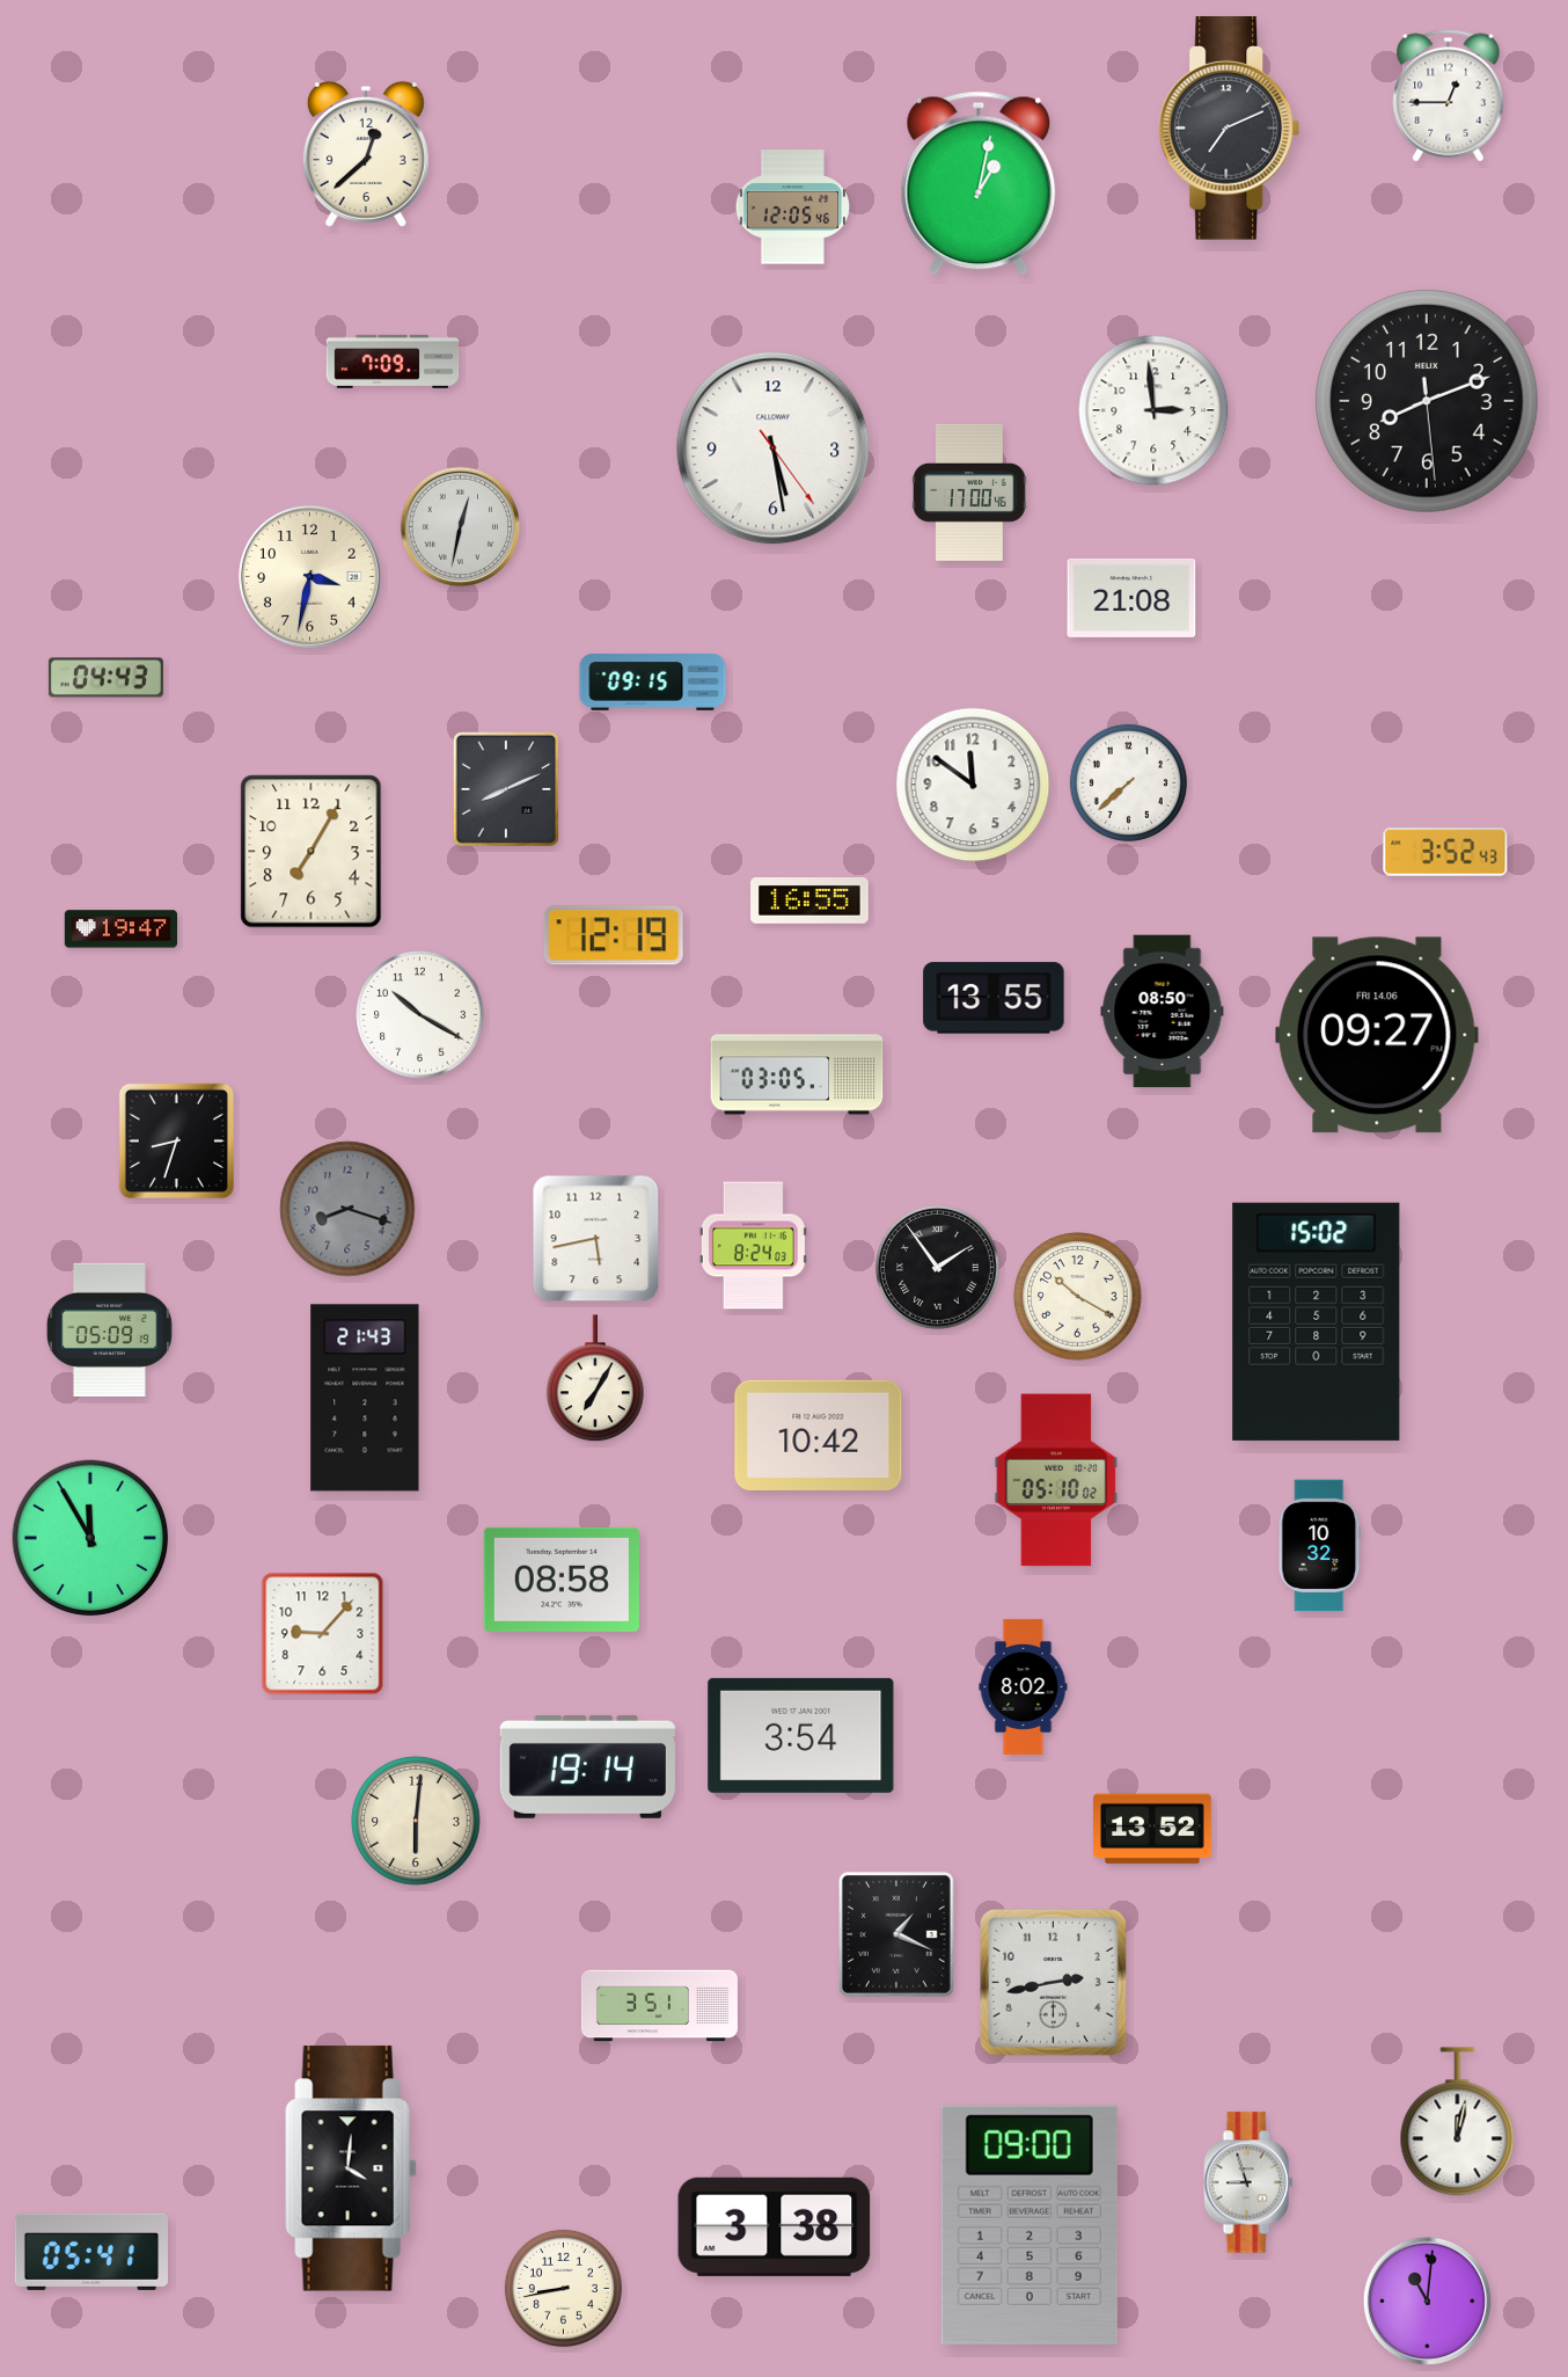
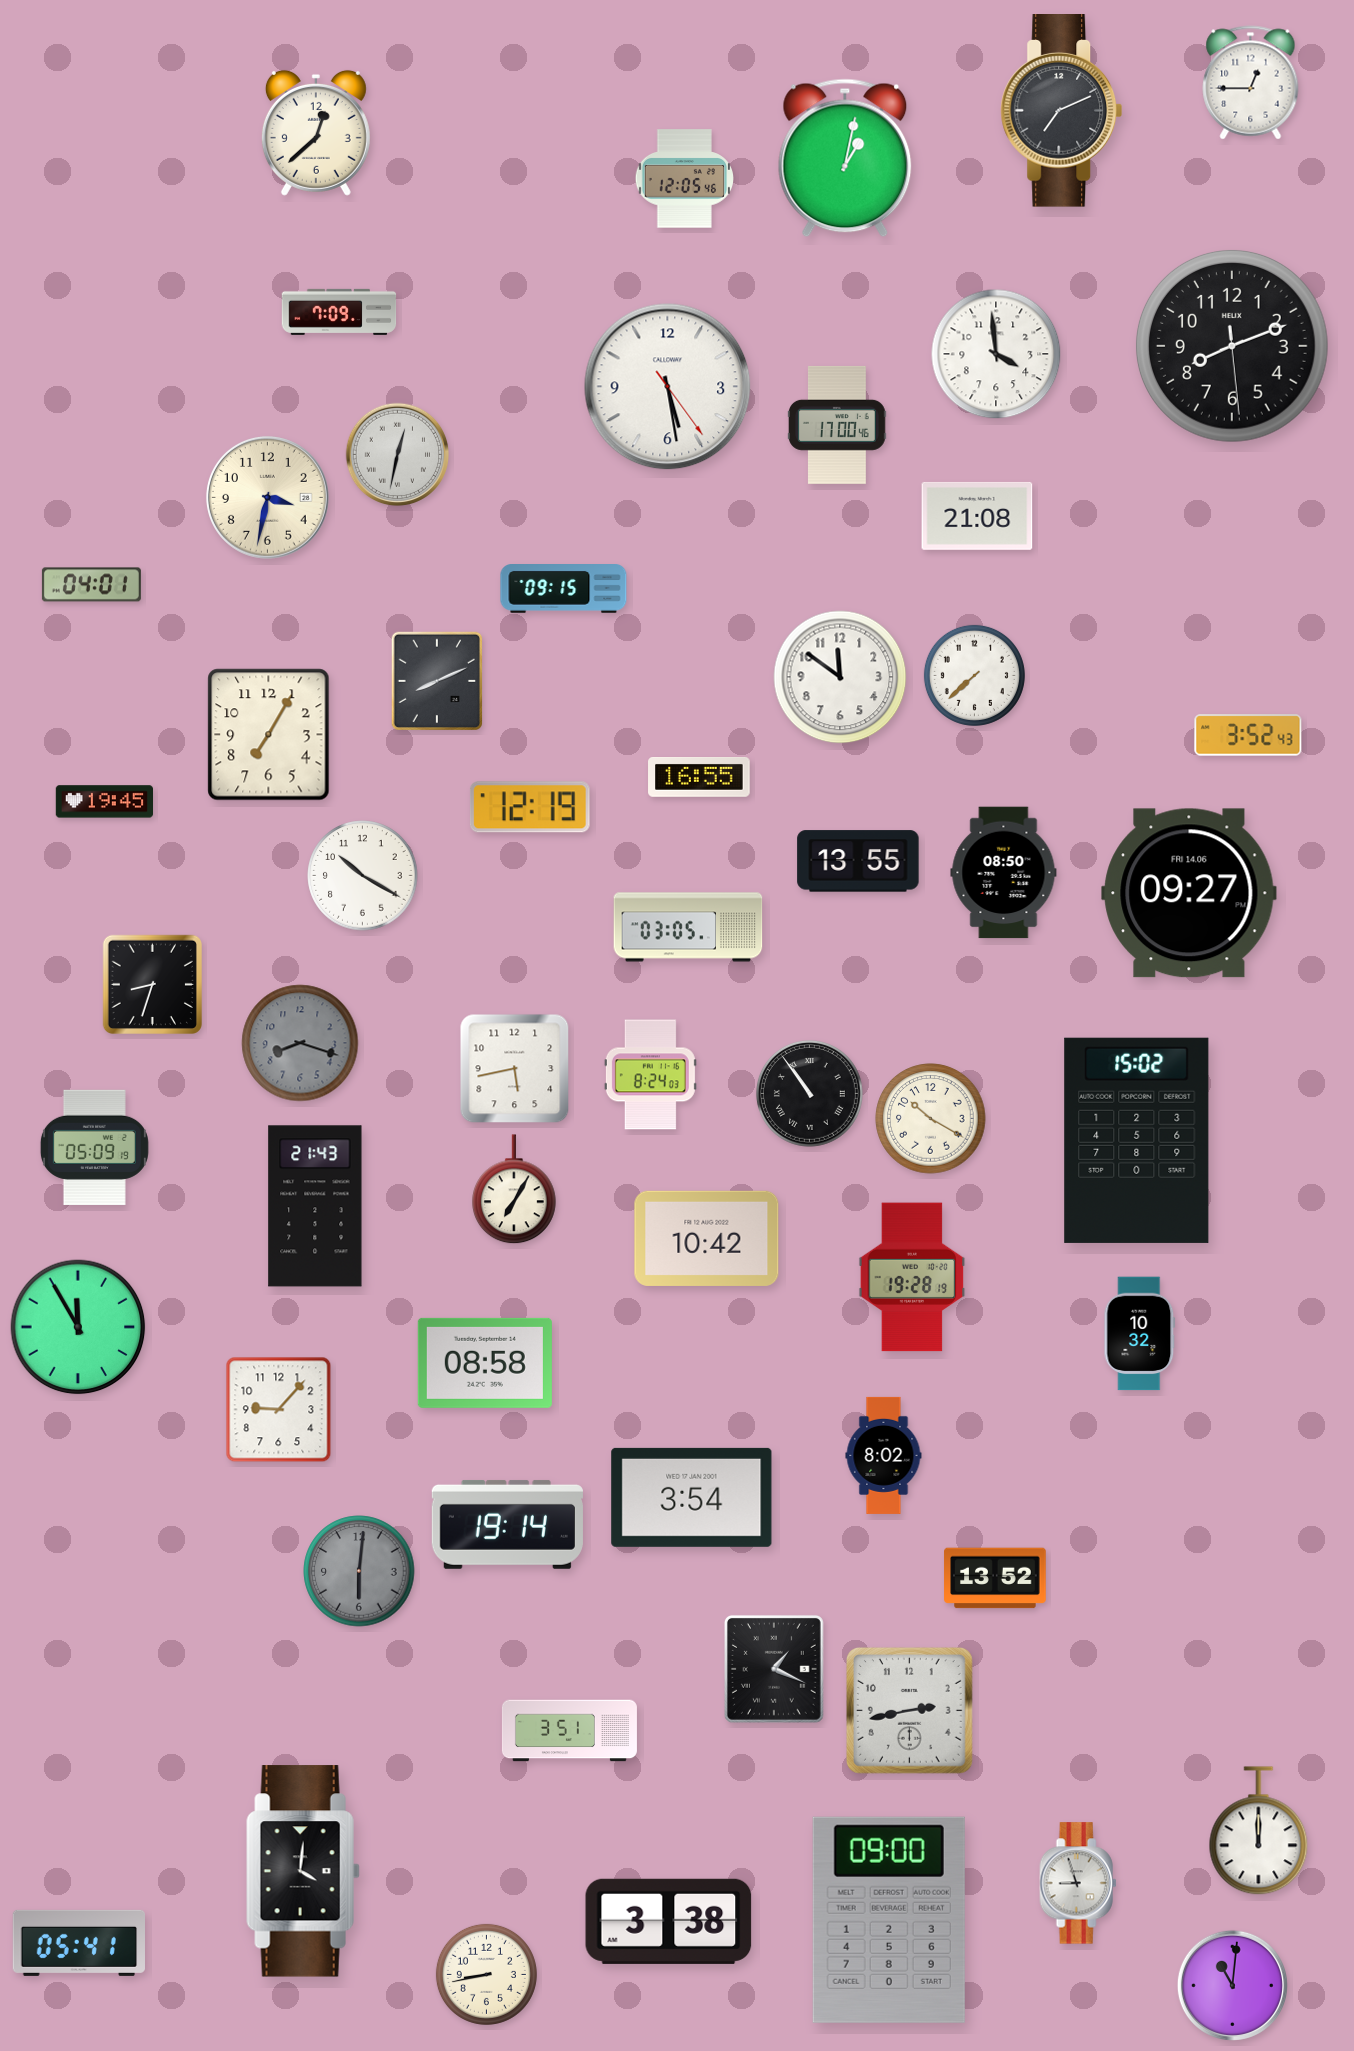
clock at (1153, 410): 2:59 -> 3:59
clock at (105, 678): 04:43 -> 04:01
clock at (120, 929): 19:47 -> 19:45
clock at (937, 1267): 1:54 -> 10:54
clock at (1056, 1480): 05:10 -> 19:28
clock at (416, 1821) dial: cream -> grey
clock at (1458, 2122): 12:02 -> 12:00
